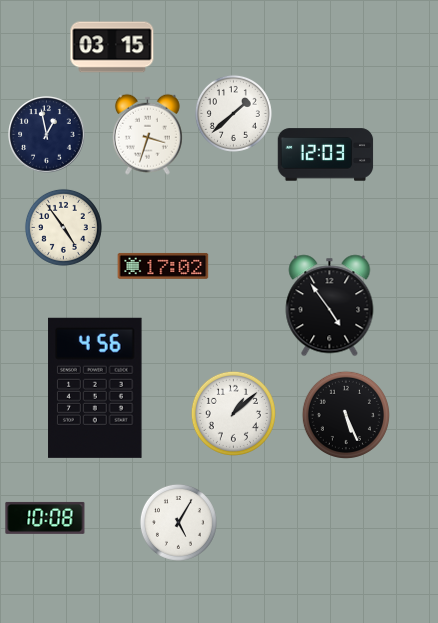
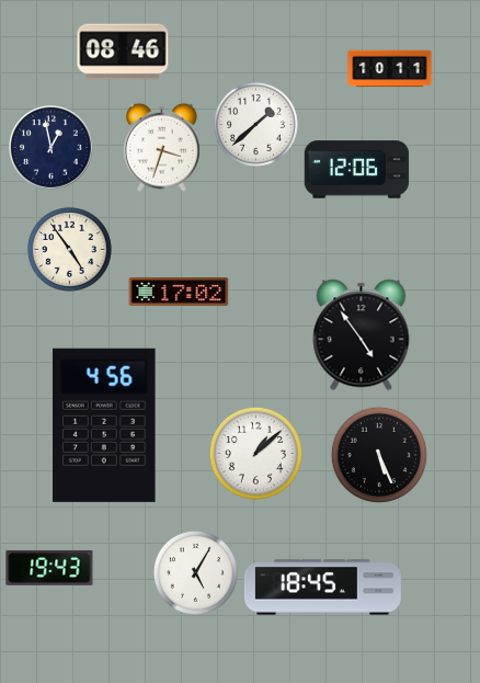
clock at (112, 47): 03:15 -> 08:46
clock at (390, 69): none -> 10:11
clock at (326, 155): 12:03 -> 12:06
clock at (45, 518): 10:08 -> 19:43
clock at (322, 588): none -> 18:45
